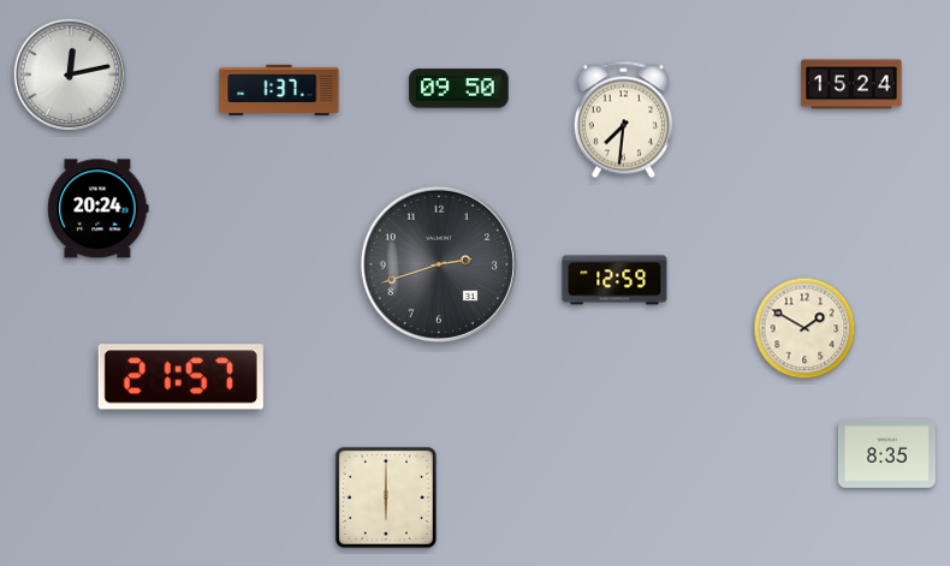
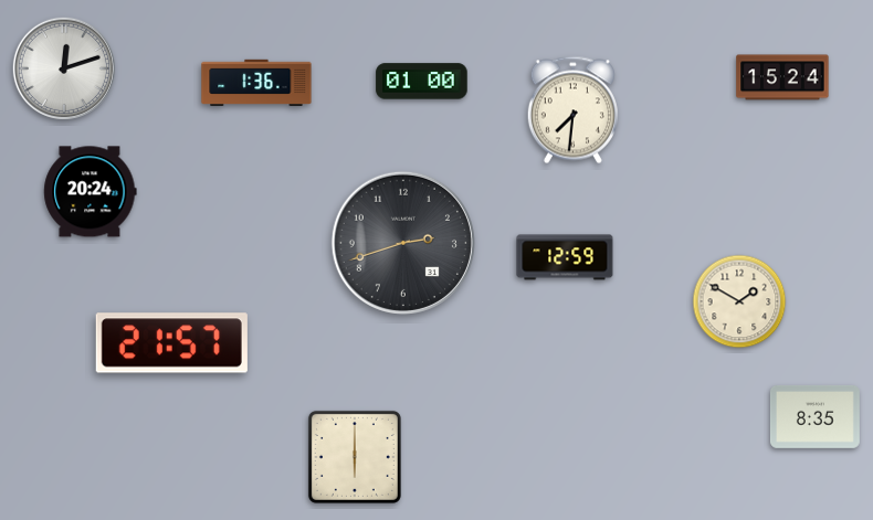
clock at (70, 75): 12:13 -> 12:12
clock at (279, 89): 1:37 -> 1:36
clock at (459, 89): 09:50 -> 01:00
clock at (180, 377) position: (180, 377) -> (171, 343)
